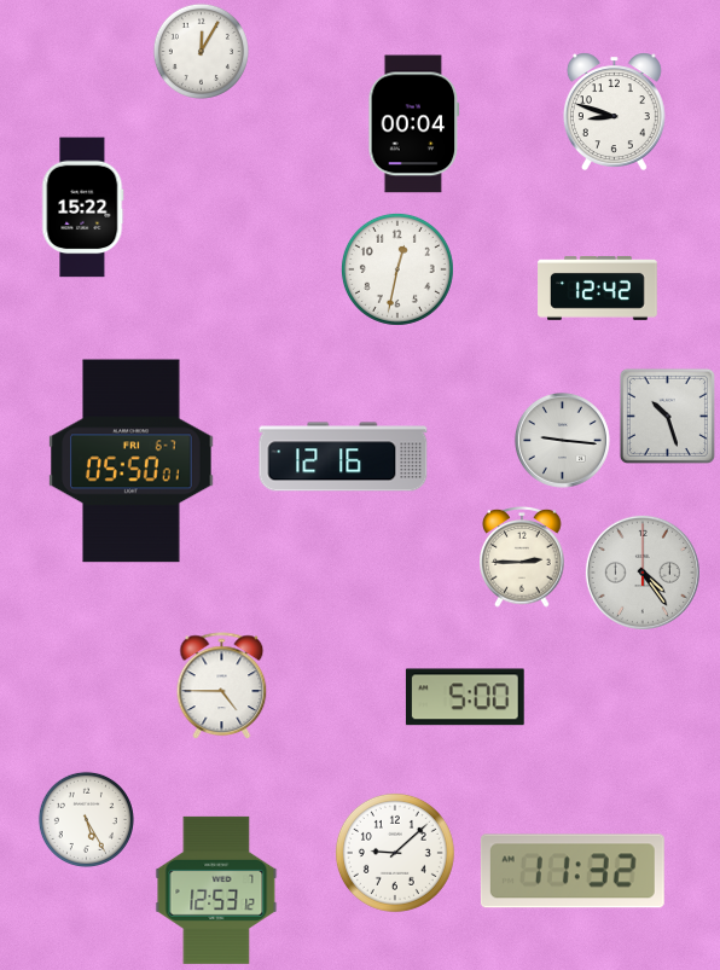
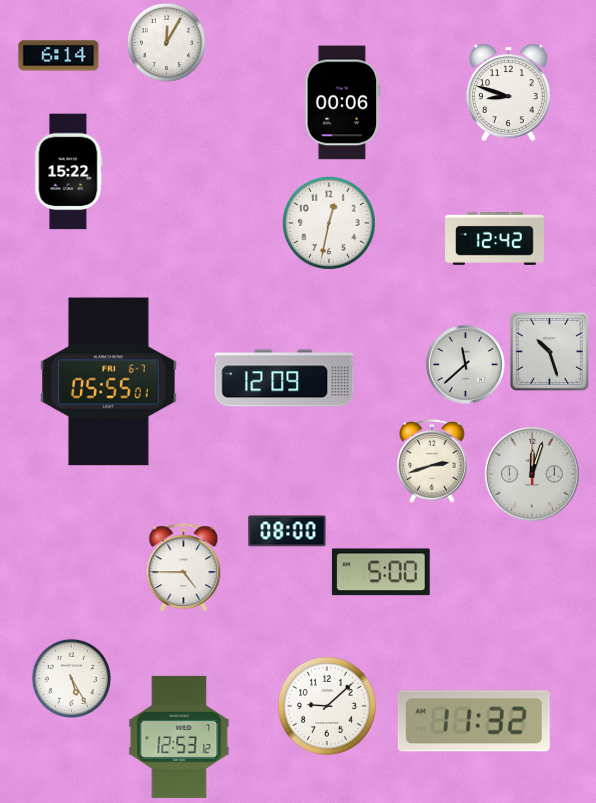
clock at (59, 56): none -> 6:14
clock at (414, 124): 00:04 -> 00:06
clock at (667, 416) position: (667, 416) -> (549, 351)
clock at (562, 440): 9:16 -> 11:38
clock at (343, 457): 12:16 -> 12:09
clock at (132, 461): 05:50 -> 05:55
clock at (522, 558): 2:45 -> 2:42
clock at (643, 573): 4:24 -> 12:03
clock at (287, 531): none -> 08:00
clock at (465, 697) position: (465, 697) -> (381, 572)
